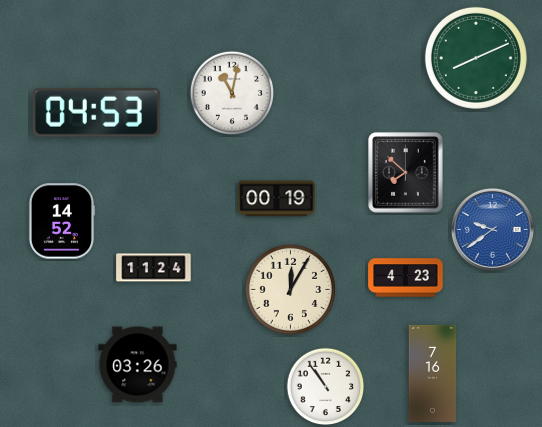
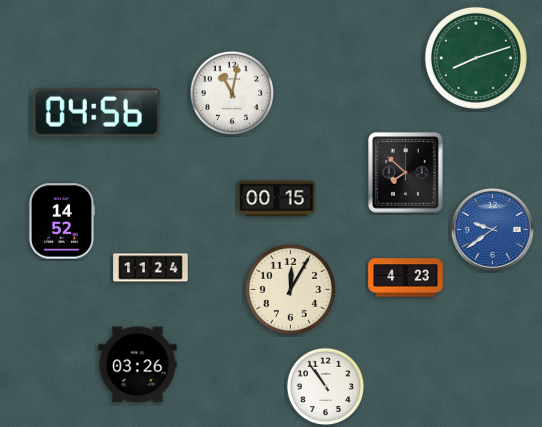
clock at (476, 58): 8:11 -> 8:12
clock at (96, 112): 04:53 -> 04:56
clock at (277, 199): 00:19 -> 00:15
clock at (154, 268) position: (154, 268) -> (151, 268)
clock at (433, 373): 7:16 -> none
